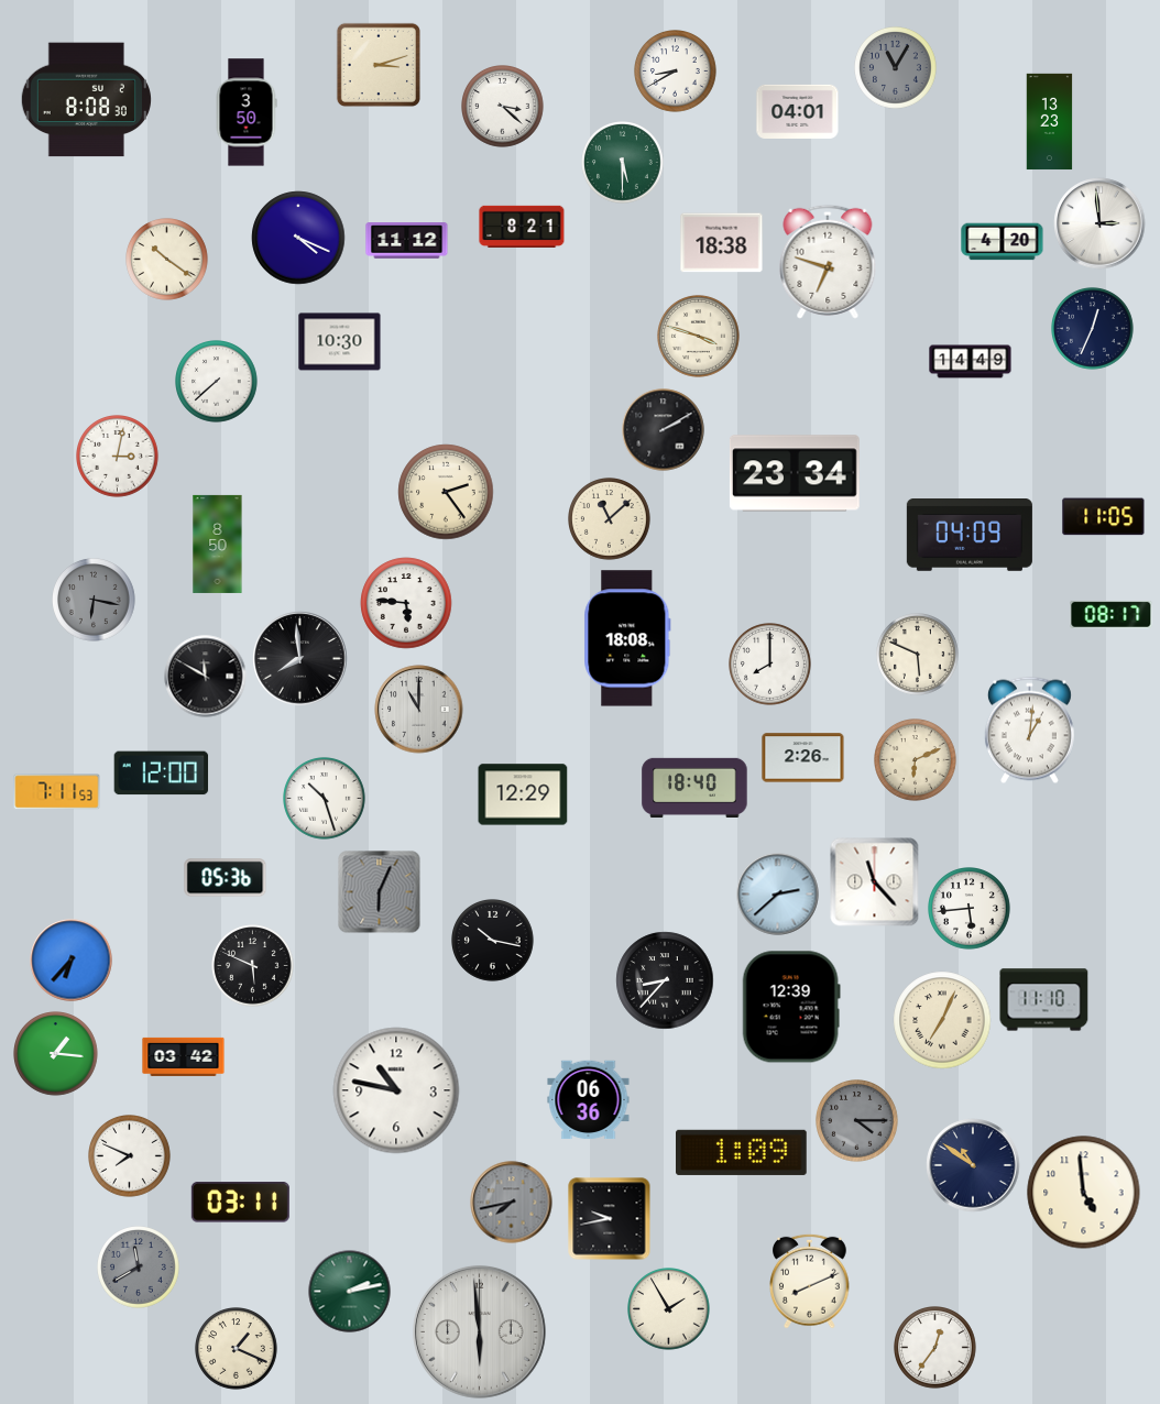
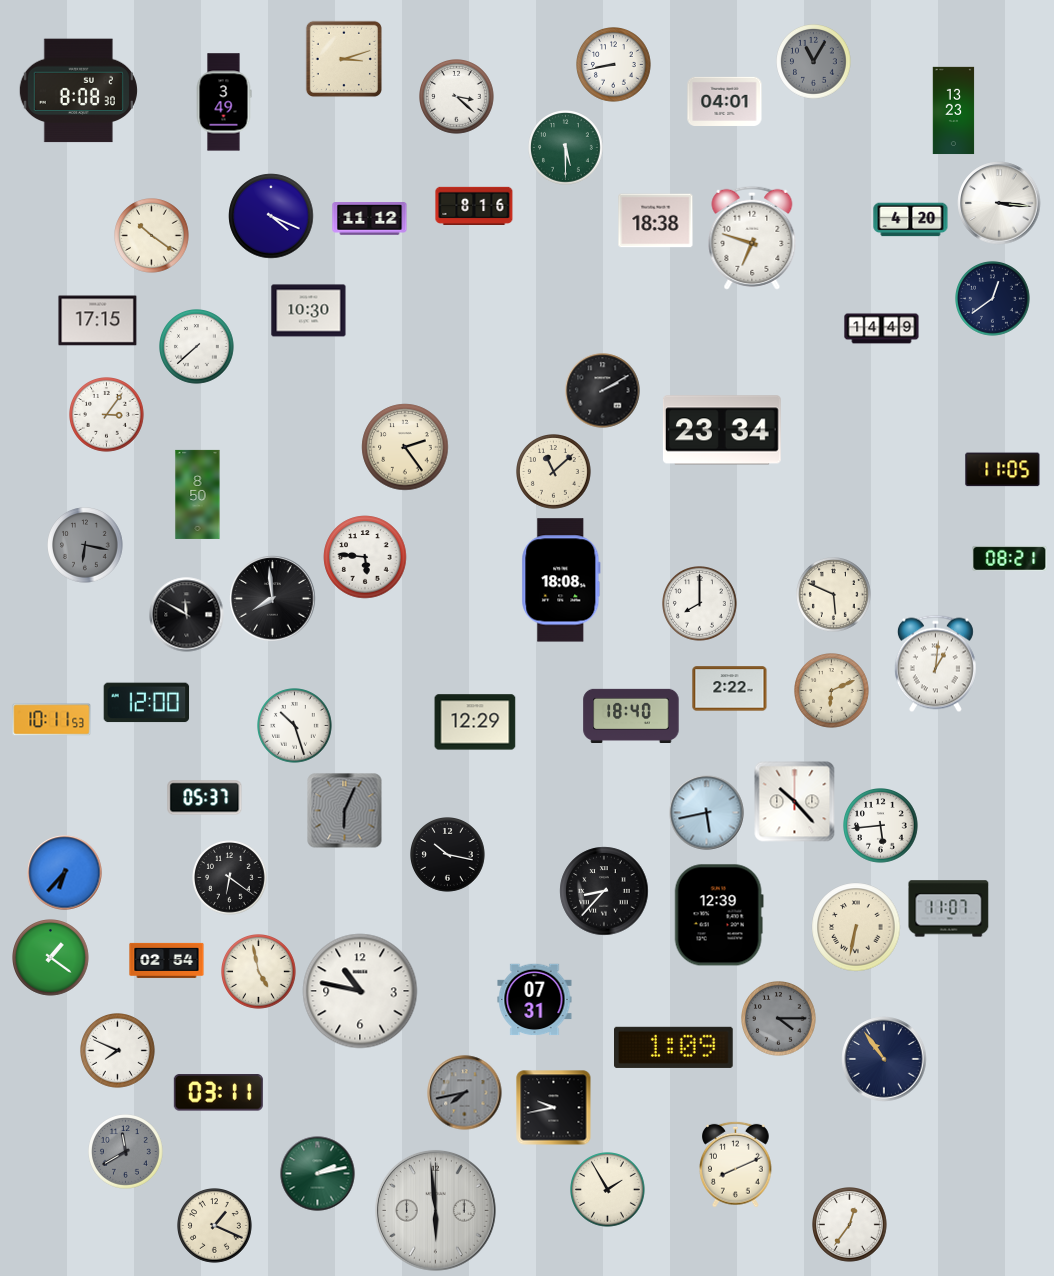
clock at (676, 72): 8:40 -> 8:43
clock at (247, 112): 3:50 -> 3:49
clock at (1099, 223): 2:59 -> 3:16
clock at (522, 227): 8:21 -> 8:16
clock at (1093, 329): 12:34 -> 12:39
clock at (699, 337): 3:48 -> none
clock at (98, 321): none -> 17:15
clock at (118, 457): 3:02 -> 3:06
clock at (970, 536): 04:09 -> none
clock at (406, 603) position: (406, 603) -> (365, 557)
clock at (1112, 614): 08:17 -> 08:21
clock at (627, 638) position: (627, 638) -> (561, 580)
clock at (419, 710): 11:00 -> none
clock at (803, 758): 2:26 -> 2:22
clock at (57, 792): 7:11 -> 10:11
clock at (226, 878): 05:36 -> 05:37
clock at (875, 882): 11:23 -> 10:23
clock at (778, 895): 2:38 -> 5:43
clock at (253, 966): 5:49 -> 6:21
clock at (1044, 1000): 11:10 -> 11:07
clock at (942, 1020): 7:04 -> 6:32
clock at (56, 1054): 1:16 -> 1:21
clock at (184, 1056): 03:42 -> 02:54
clock at (259, 972): none -> 4:58
clock at (589, 1100): 06:36 -> 07:31
clock at (973, 1165): 10:51 -> 10:54
clock at (1084, 1193): 4:59 -> none
